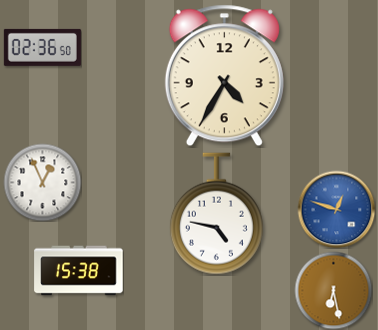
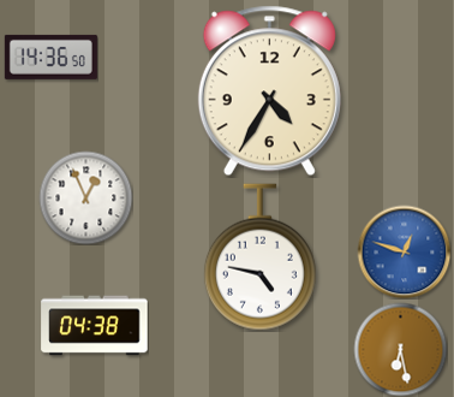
clock at (42, 47): 02:36 -> 14:36
clock at (42, 182) position: (42, 182) -> (85, 197)
clock at (79, 271): 15:38 -> 04:38
